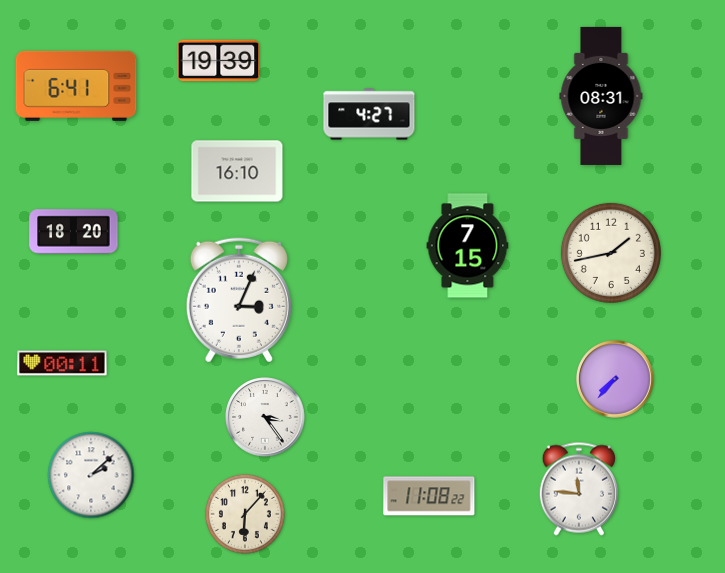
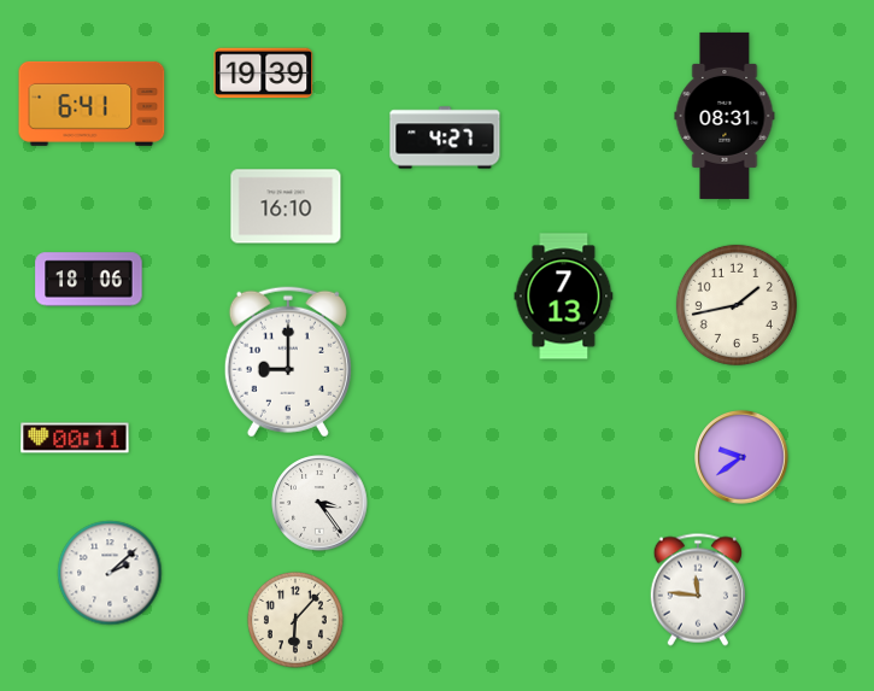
clock at (74, 232): 18:20 -> 18:06
clock at (468, 246): 7:15 -> 7:13
clock at (239, 300): 3:04 -> 9:00
clock at (616, 380): 7:37 -> 9:39
clock at (429, 496): 11:08 -> none
